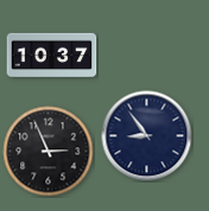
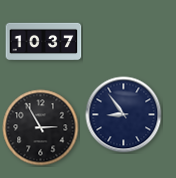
clock at (52, 56) position: (52, 56) -> (44, 42)
clock at (49, 152): 2:56 -> 2:55
